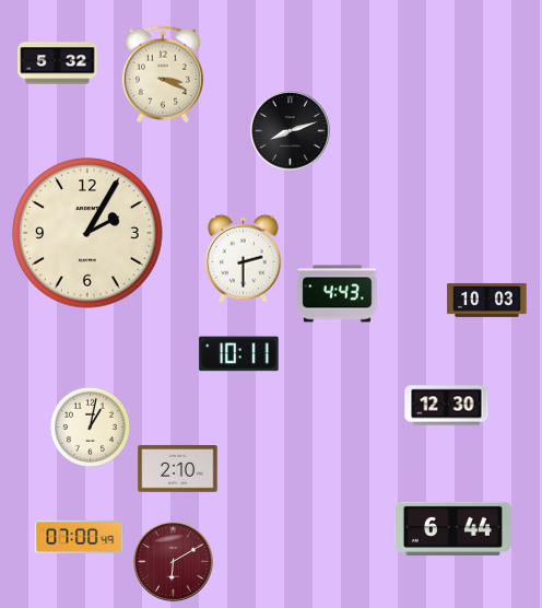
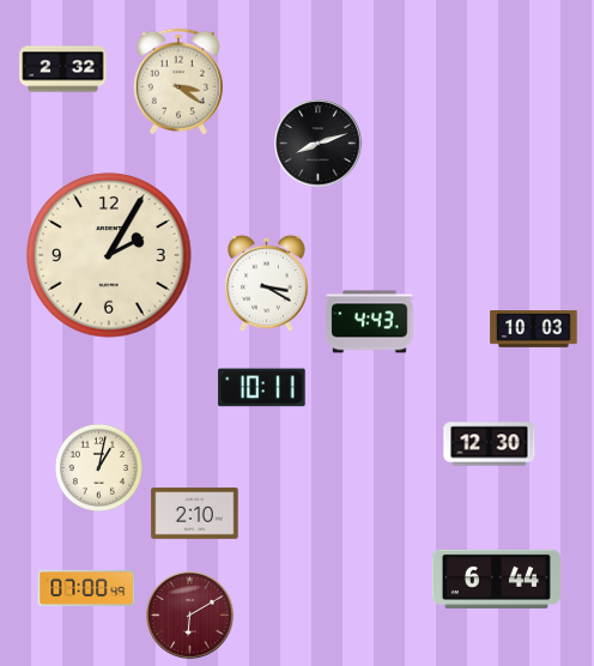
clock at (58, 63): 5:32 -> 2:32
clock at (163, 74): 3:19 -> 3:21
clock at (87, 233) position: (87, 233) -> (109, 255)
clock at (244, 258): 2:30 -> 3:20
